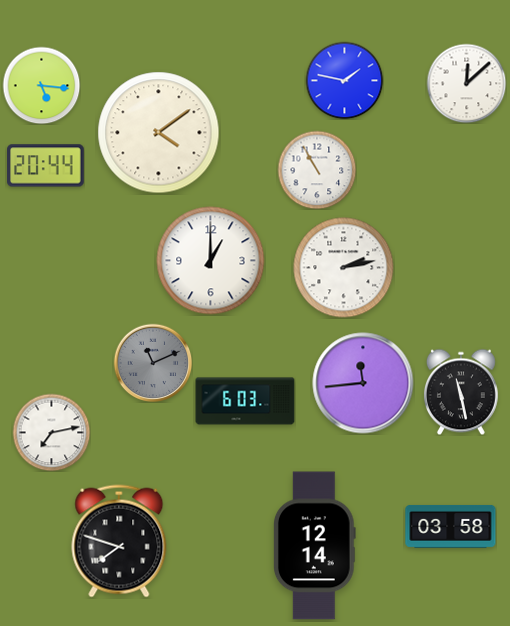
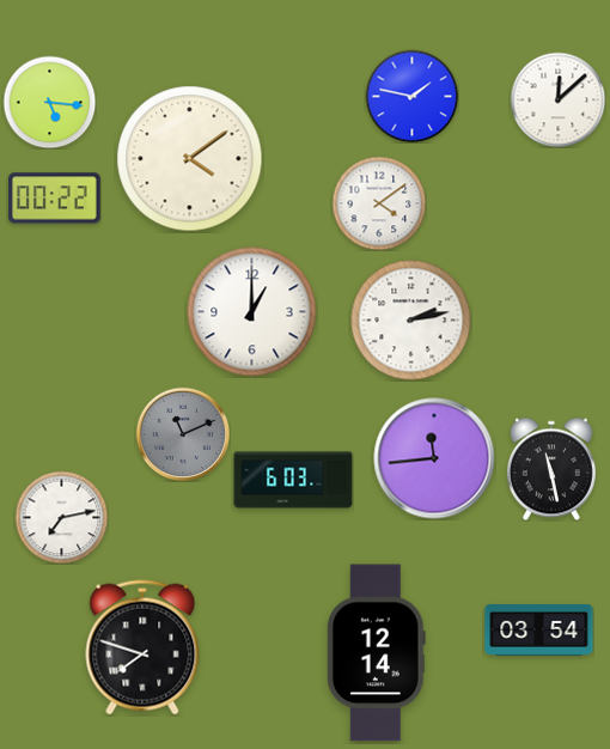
clock at (46, 166): 20:44 -> 00:22
clock at (317, 170): 10:55 -> 4:09
clock at (451, 526): 03:58 -> 03:54
